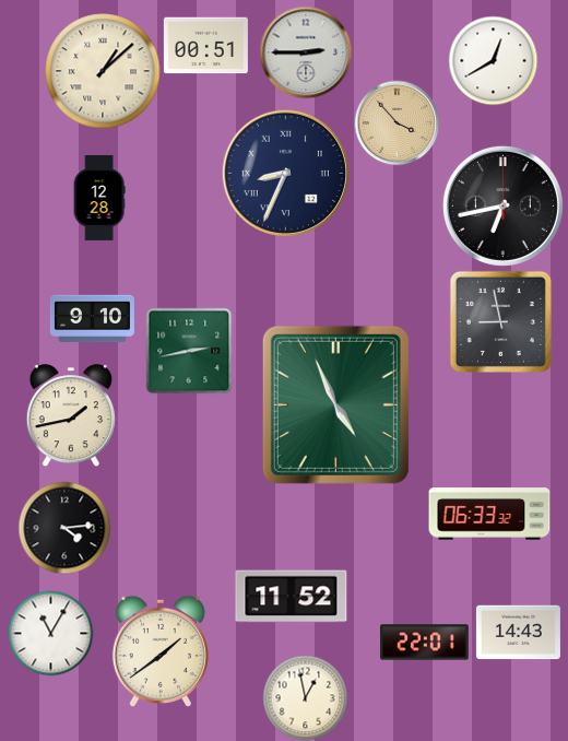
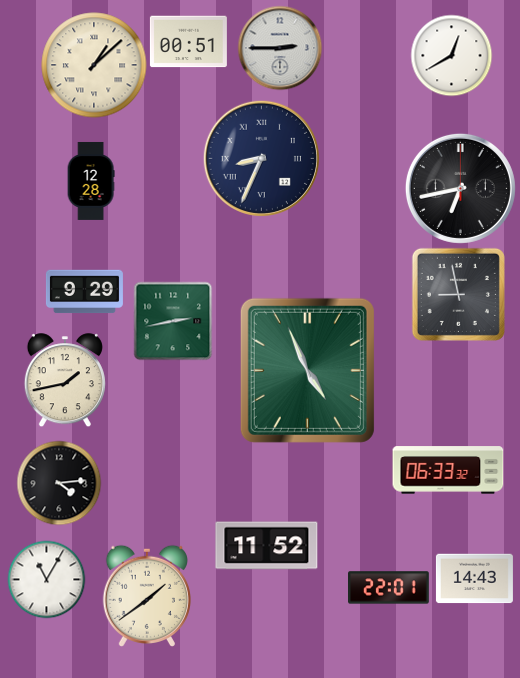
clock at (397, 122): 3:53 -> none
clock at (92, 319): 9:10 -> 9:29
clock at (305, 697): 12:58 -> none
